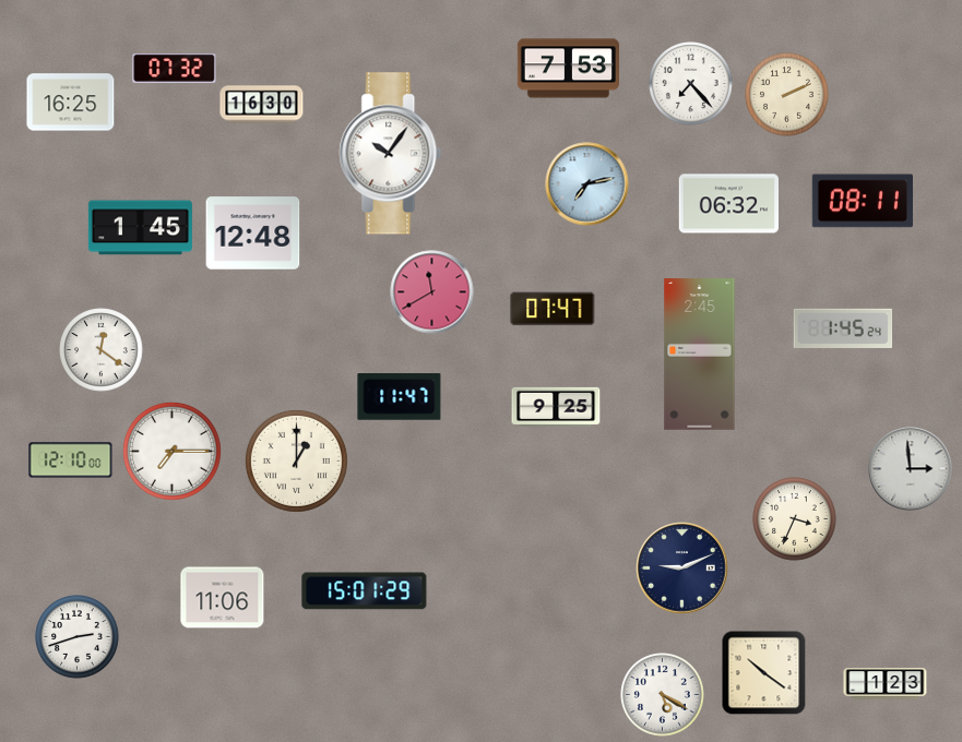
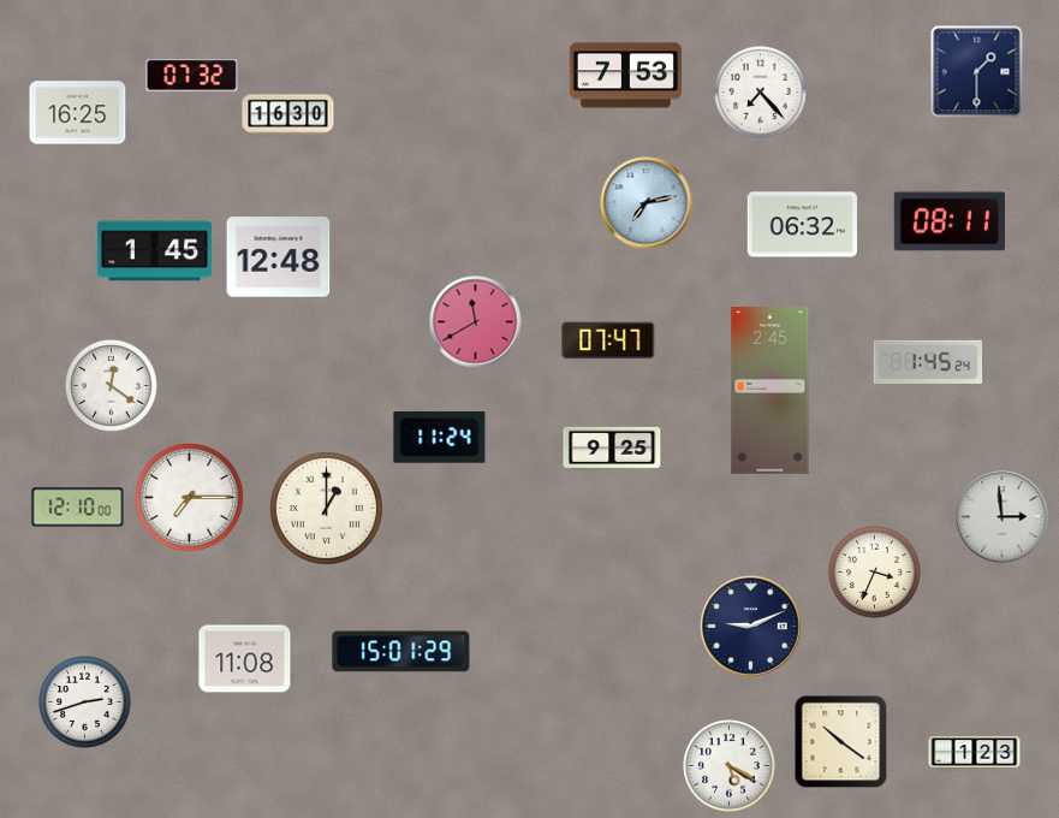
clock at (977, 72): none -> 1:30
clock at (787, 95): 2:11 -> none
clock at (391, 154): 10:06 -> none
clock at (400, 397): 11:47 -> 11:24
clock at (223, 598): 11:06 -> 11:08
